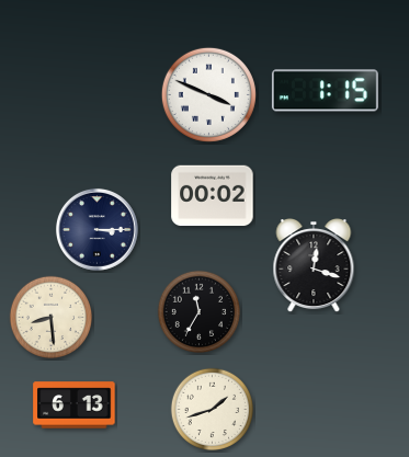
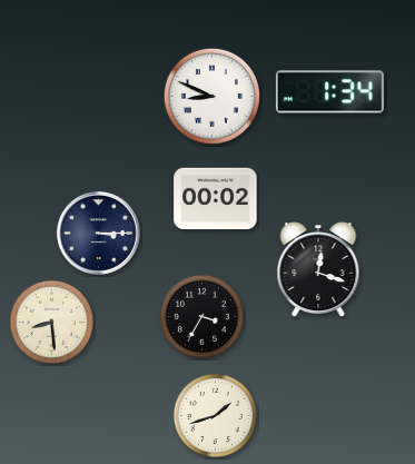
clock at (325, 91): 1:15 -> 1:34
clock at (208, 94): 3:49 -> 8:49
clock at (200, 312): 11:35 -> 3:35
clock at (75, 405): 6:13 -> none
